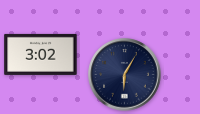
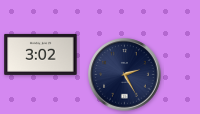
clock at (125, 75): 6:05 -> 2:25
